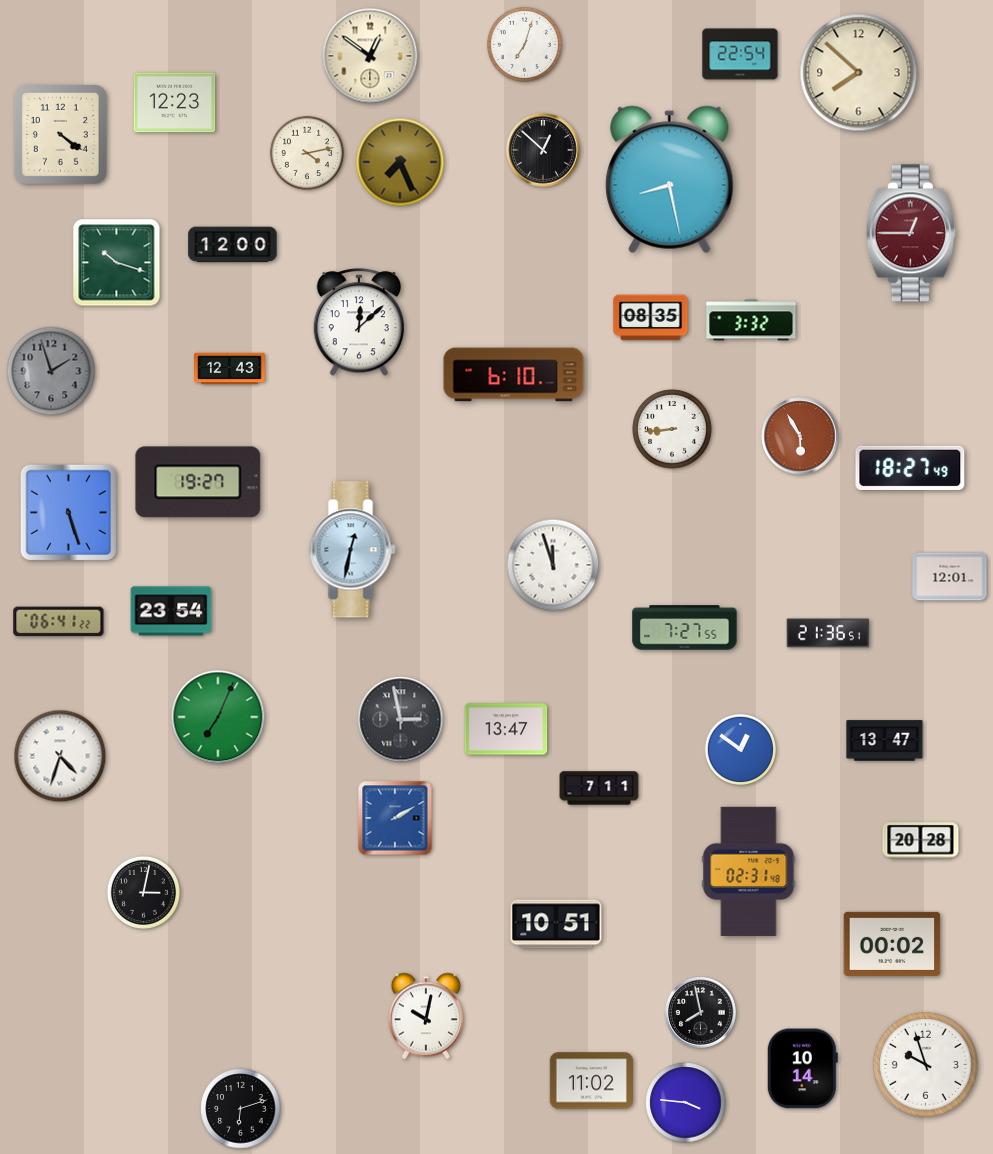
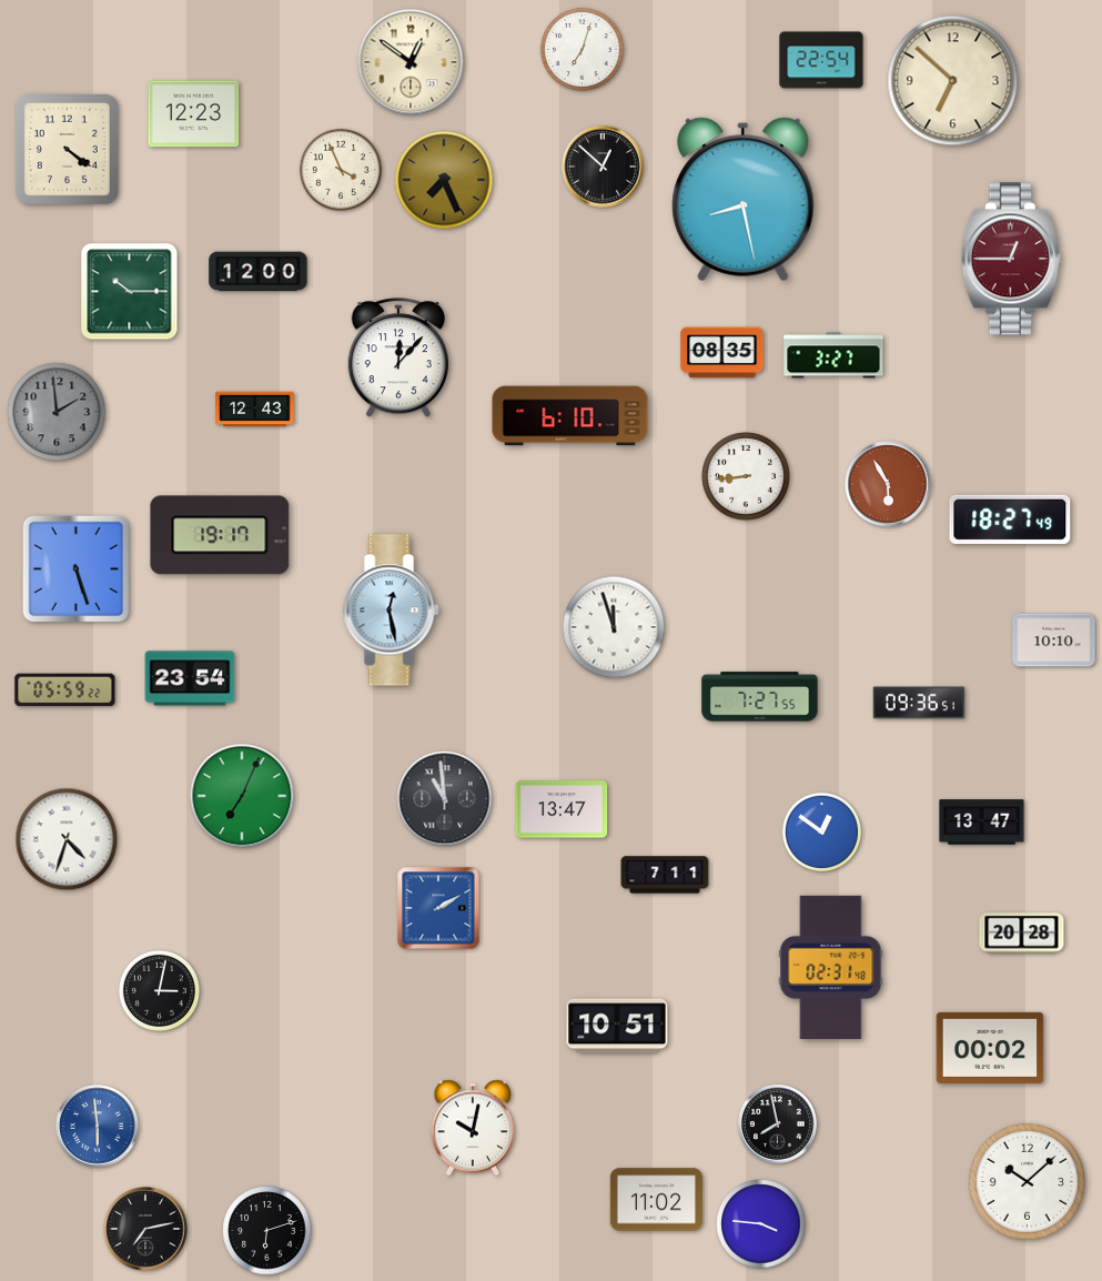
clock at (859, 73): 7:52 -> 6:52
clock at (307, 153): 4:13 -> 3:56
clock at (117, 263): 10:18 -> 10:15
clock at (751, 320): 3:32 -> 3:27
clock at (358, 323): 12:08 -> 12:07
clock at (51, 371): 1:57 -> 1:59
clock at (198, 482): 19:27 -> 19:17
clock at (353, 550): 12:32 -> 12:28
clock at (950, 577): 12:01 -> 10:10
clock at (59, 622): 06:41 -> 05:59
clock at (828, 633): 21:36 -> 09:36
clock at (401, 720): 2:58 -> 10:59
clock at (98, 1127): none -> 5:59
clock at (925, 1064): 9:57 -> 10:08
clock at (802, 1069): 10:14 -> none
clock at (145, 1229): none -> 7:13
